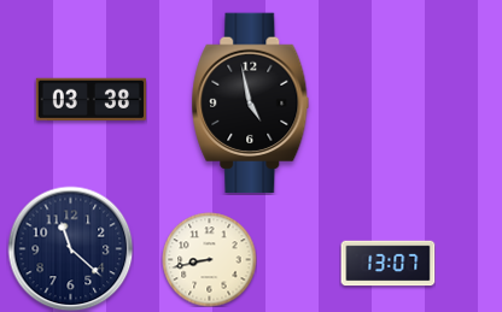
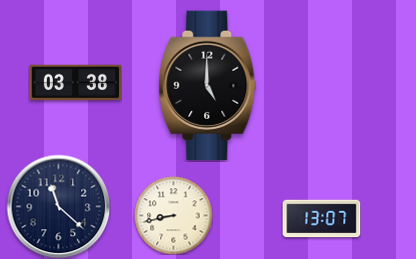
clock at (251, 104): 4:58 -> 5:00
